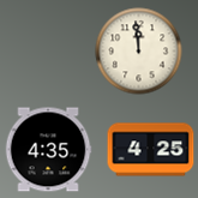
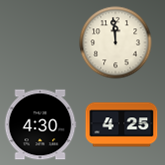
clock at (48, 150): 4:35 -> 4:30
clock at (151, 150) position: (151, 150) -> (122, 125)
